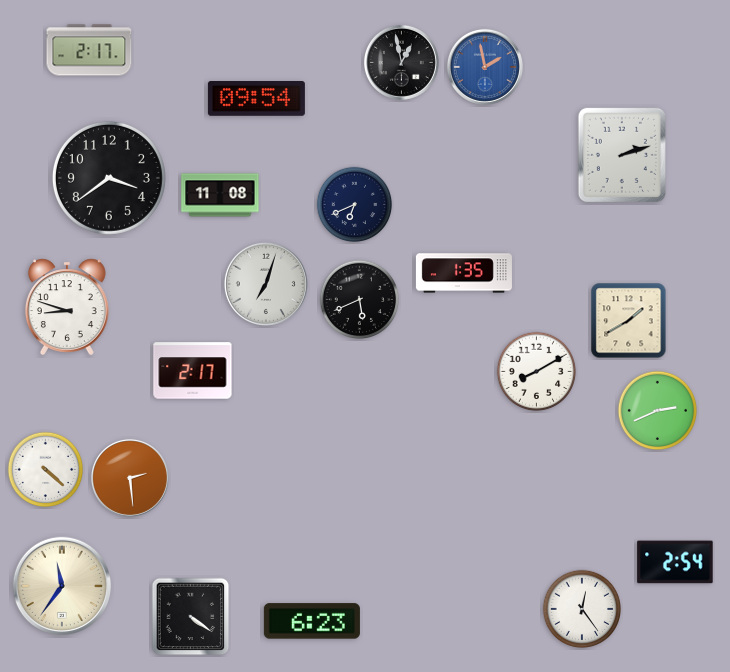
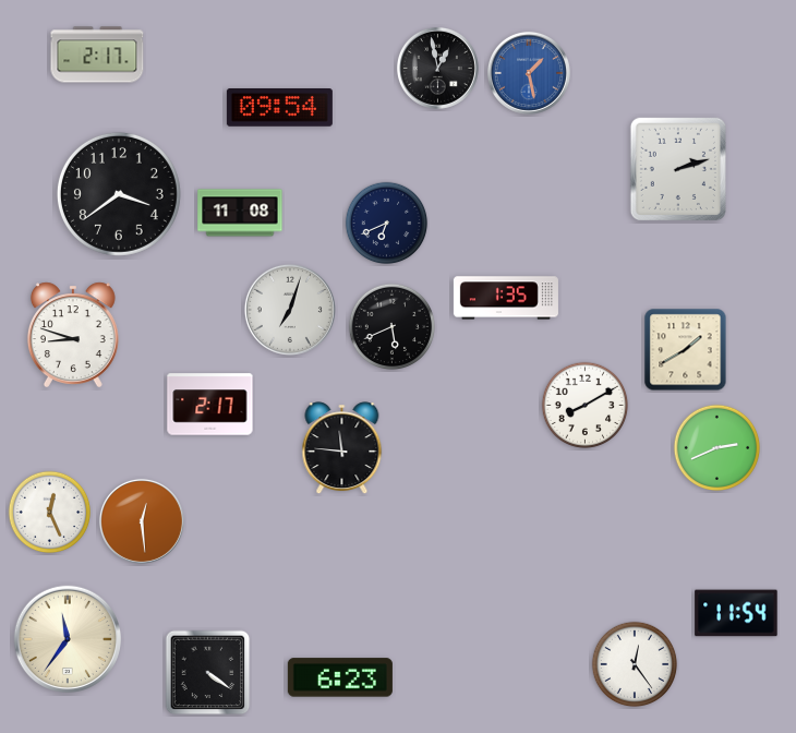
clock at (485, 67): 1:58 -> 1:28
clock at (342, 448): none -> 11:46
clock at (46, 470): 4:22 -> 12:26
clock at (130, 478): 2:29 -> 12:29
clock at (675, 562): 2:54 -> 11:54
